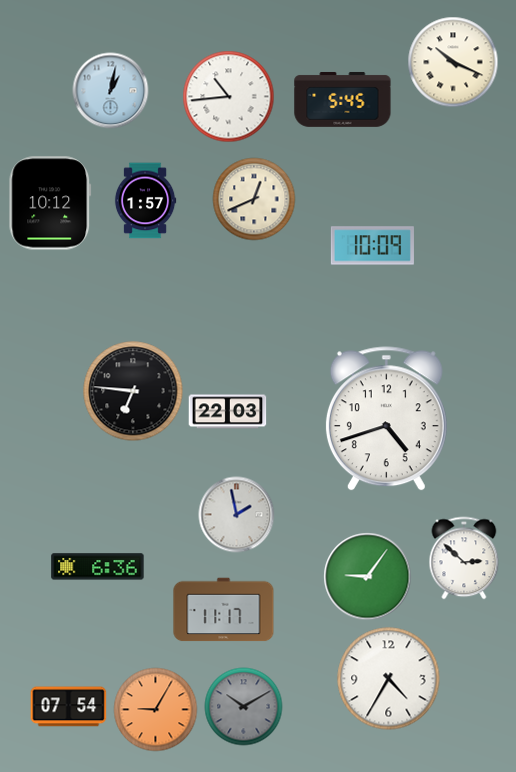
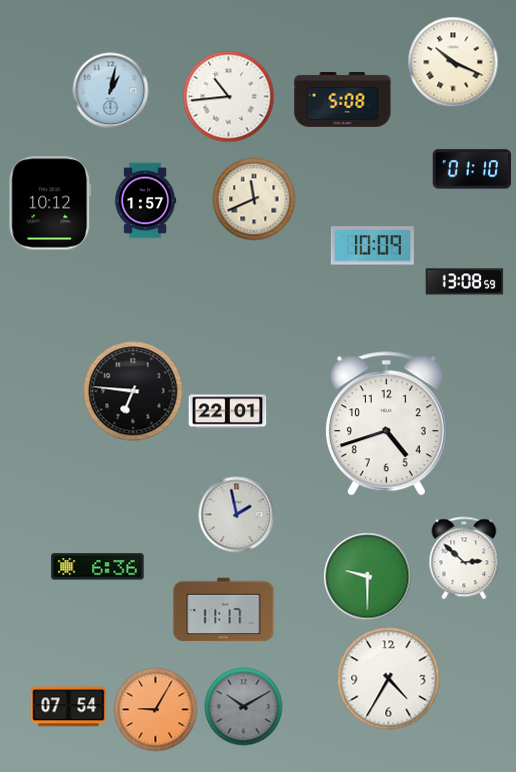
clock at (343, 99): 5:45 -> 5:08
clock at (472, 169): none -> 01:10
clock at (254, 199): 12:41 -> 11:41
clock at (465, 282): none -> 13:08
clock at (228, 412): 22:03 -> 22:01
clock at (386, 419) position: (386, 419) -> (386, 424)
clock at (368, 577): 9:06 -> 9:30
